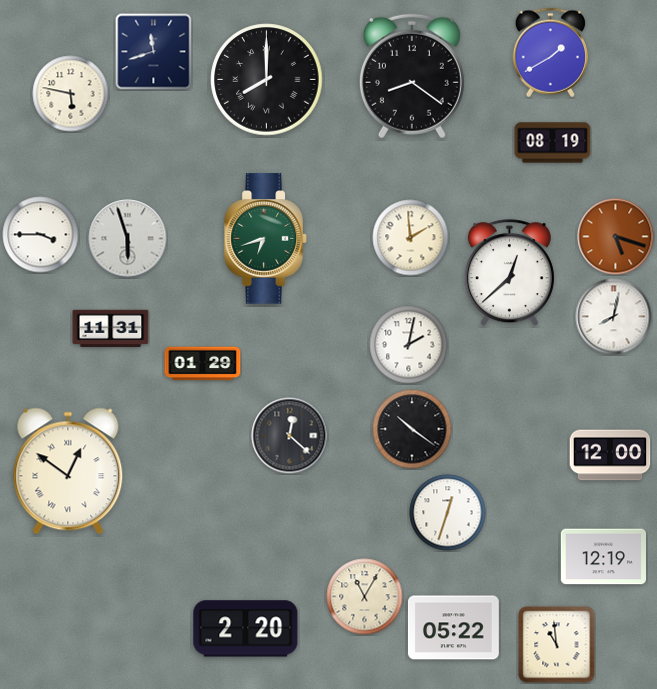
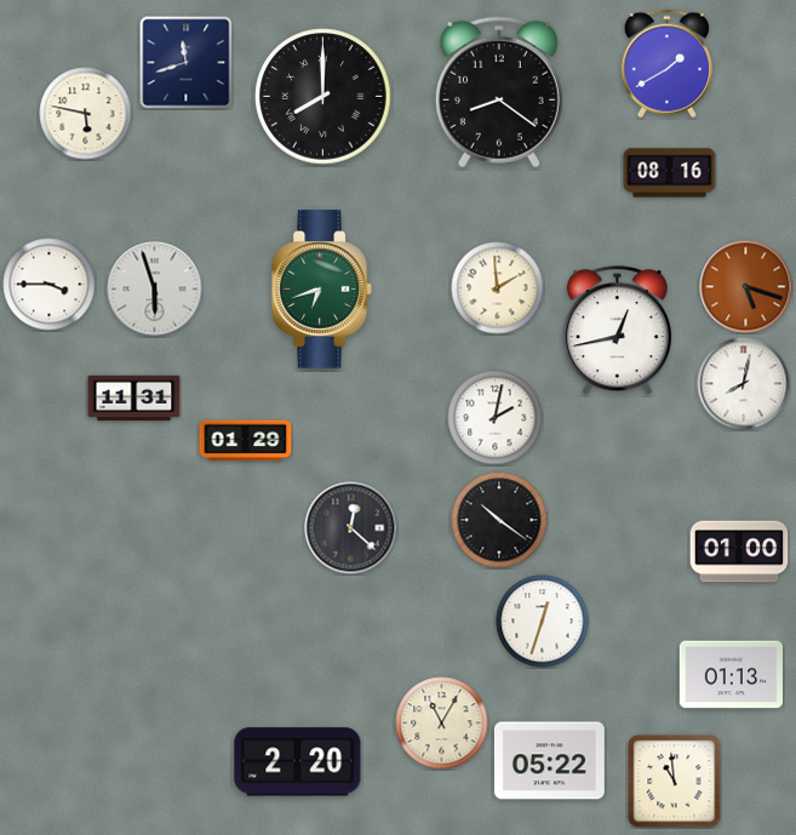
clock at (553, 143): 08:19 -> 08:16
clock at (509, 273): 12:38 -> 12:43
clock at (610, 455): 12:00 -> 01:00
clock at (68, 471): 12:51 -> none
clock at (603, 557): 12:19 -> 01:13
